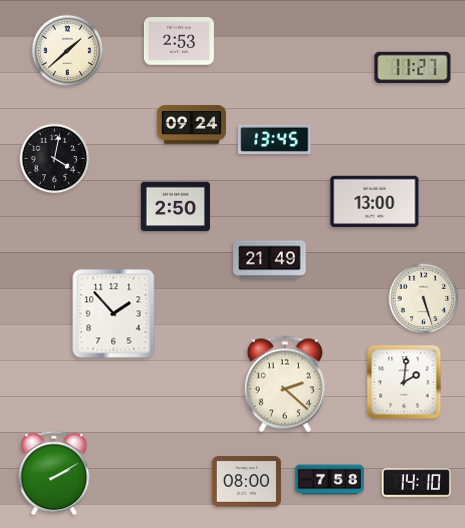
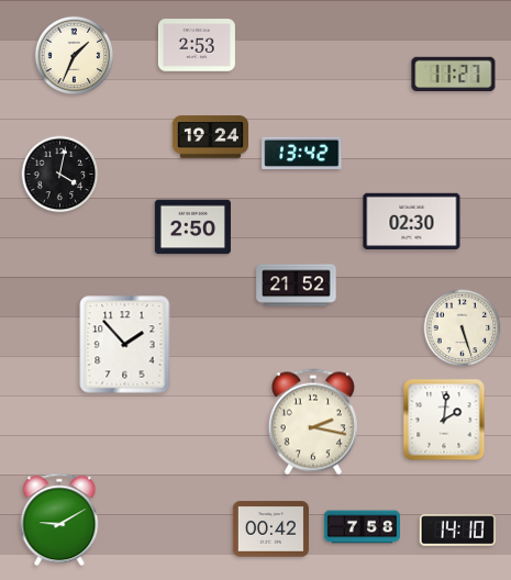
clock at (68, 51): 1:38 -> 1:34
clock at (191, 125): 09:24 -> 19:24
clock at (275, 139): 13:45 -> 13:42
clock at (375, 201): 13:00 -> 02:30
clock at (270, 260): 21:49 -> 21:52
clock at (424, 299) position: (424, 299) -> (463, 328)
clock at (285, 384): 2:22 -> 2:17
clock at (54, 473): 2:10 -> 9:10
clock at (246, 482): 08:00 -> 00:42
